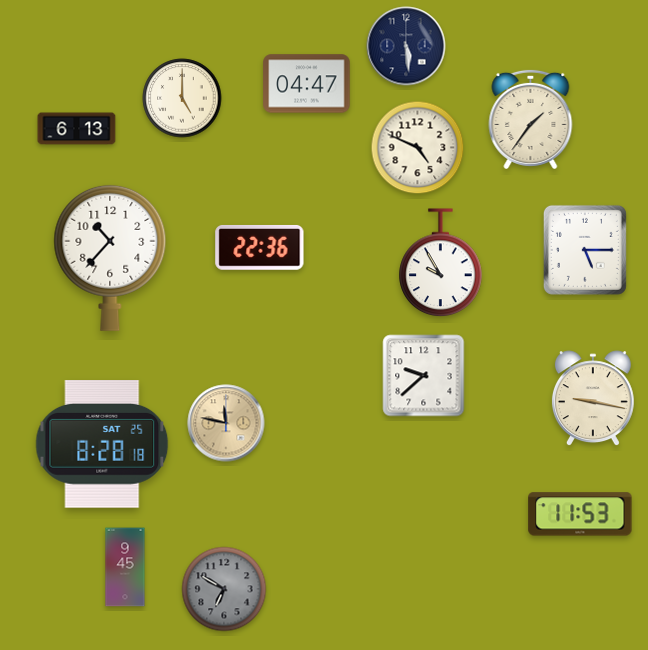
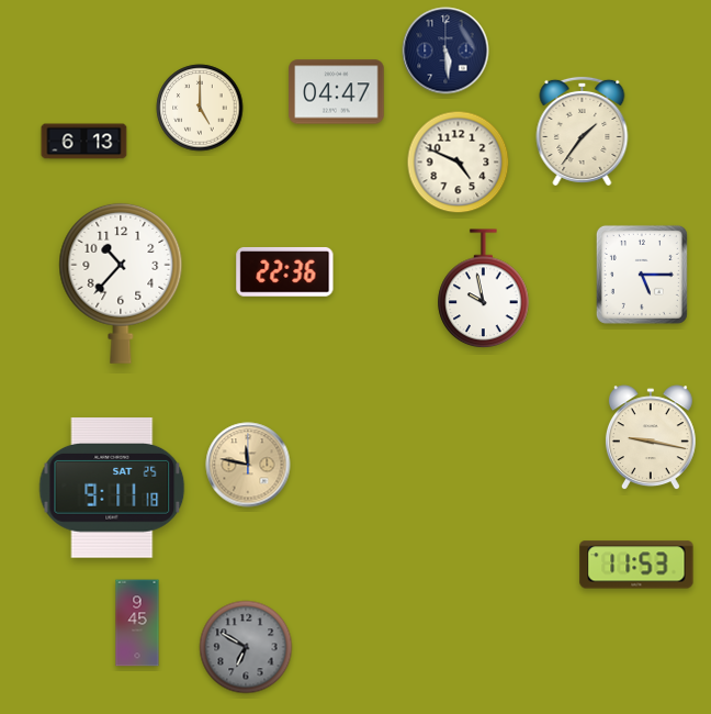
clock at (441, 263): 9:55 -> 9:58
clock at (424, 376): 9:38 -> none
clock at (102, 444): 8:28 -> 9:11
